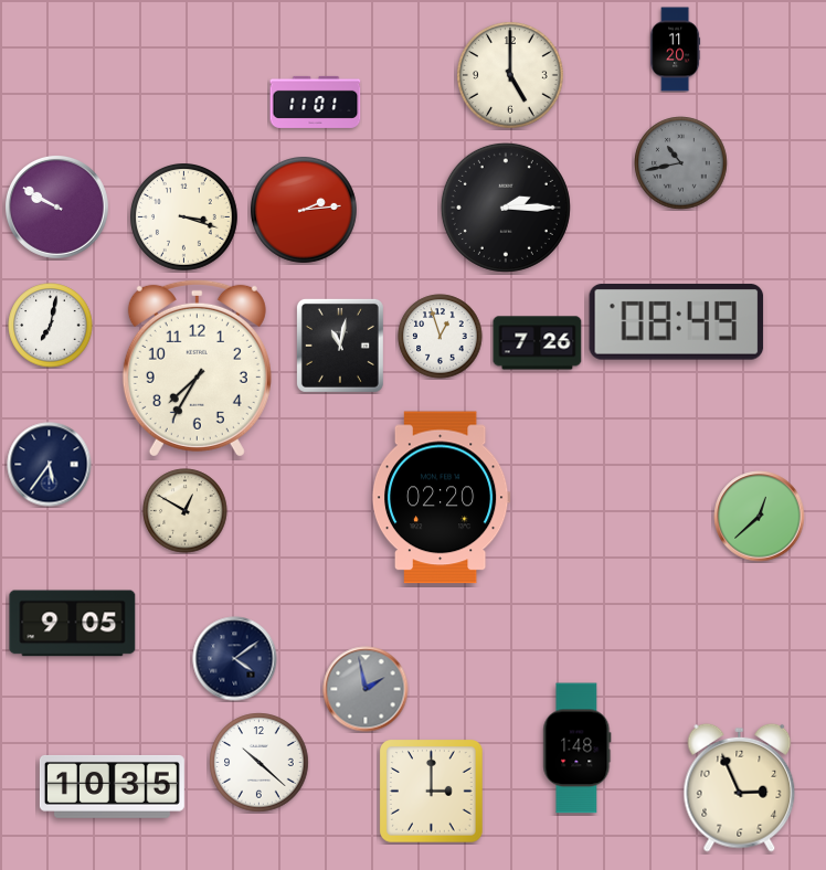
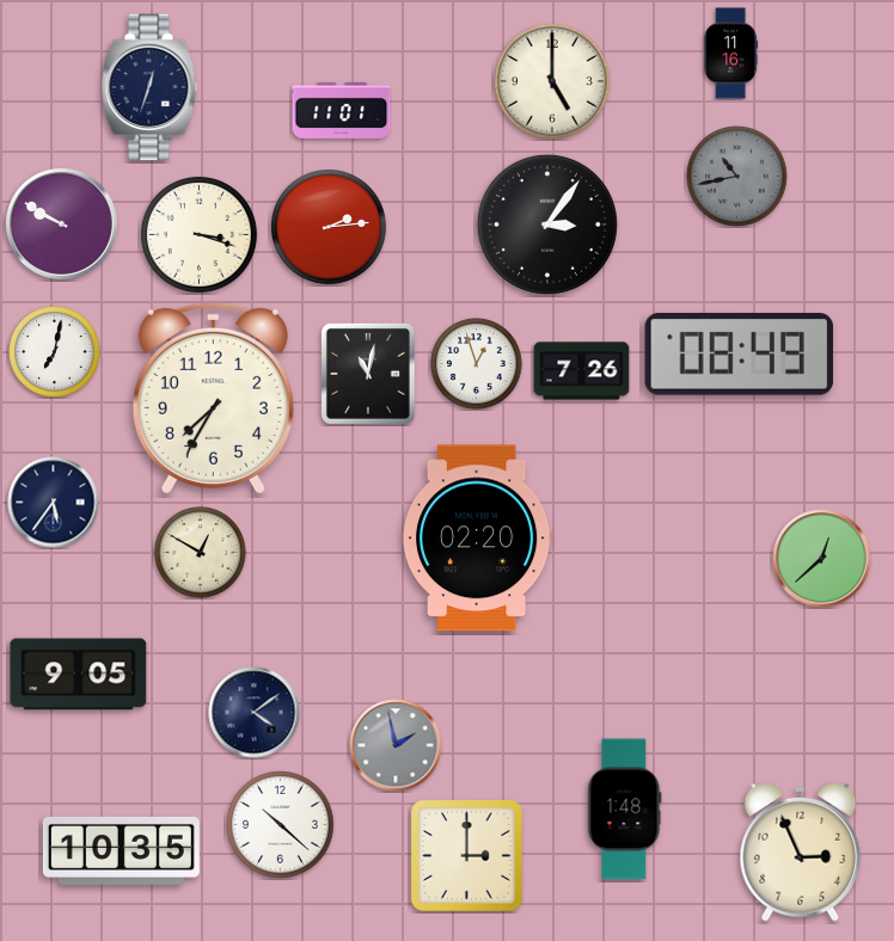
clock at (676, 50): 11:20 -> 11:16
clock at (149, 87): none -> 12:33
clock at (506, 208): 2:15 -> 3:06
clock at (677, 322) position: (677, 322) -> (740, 355)
